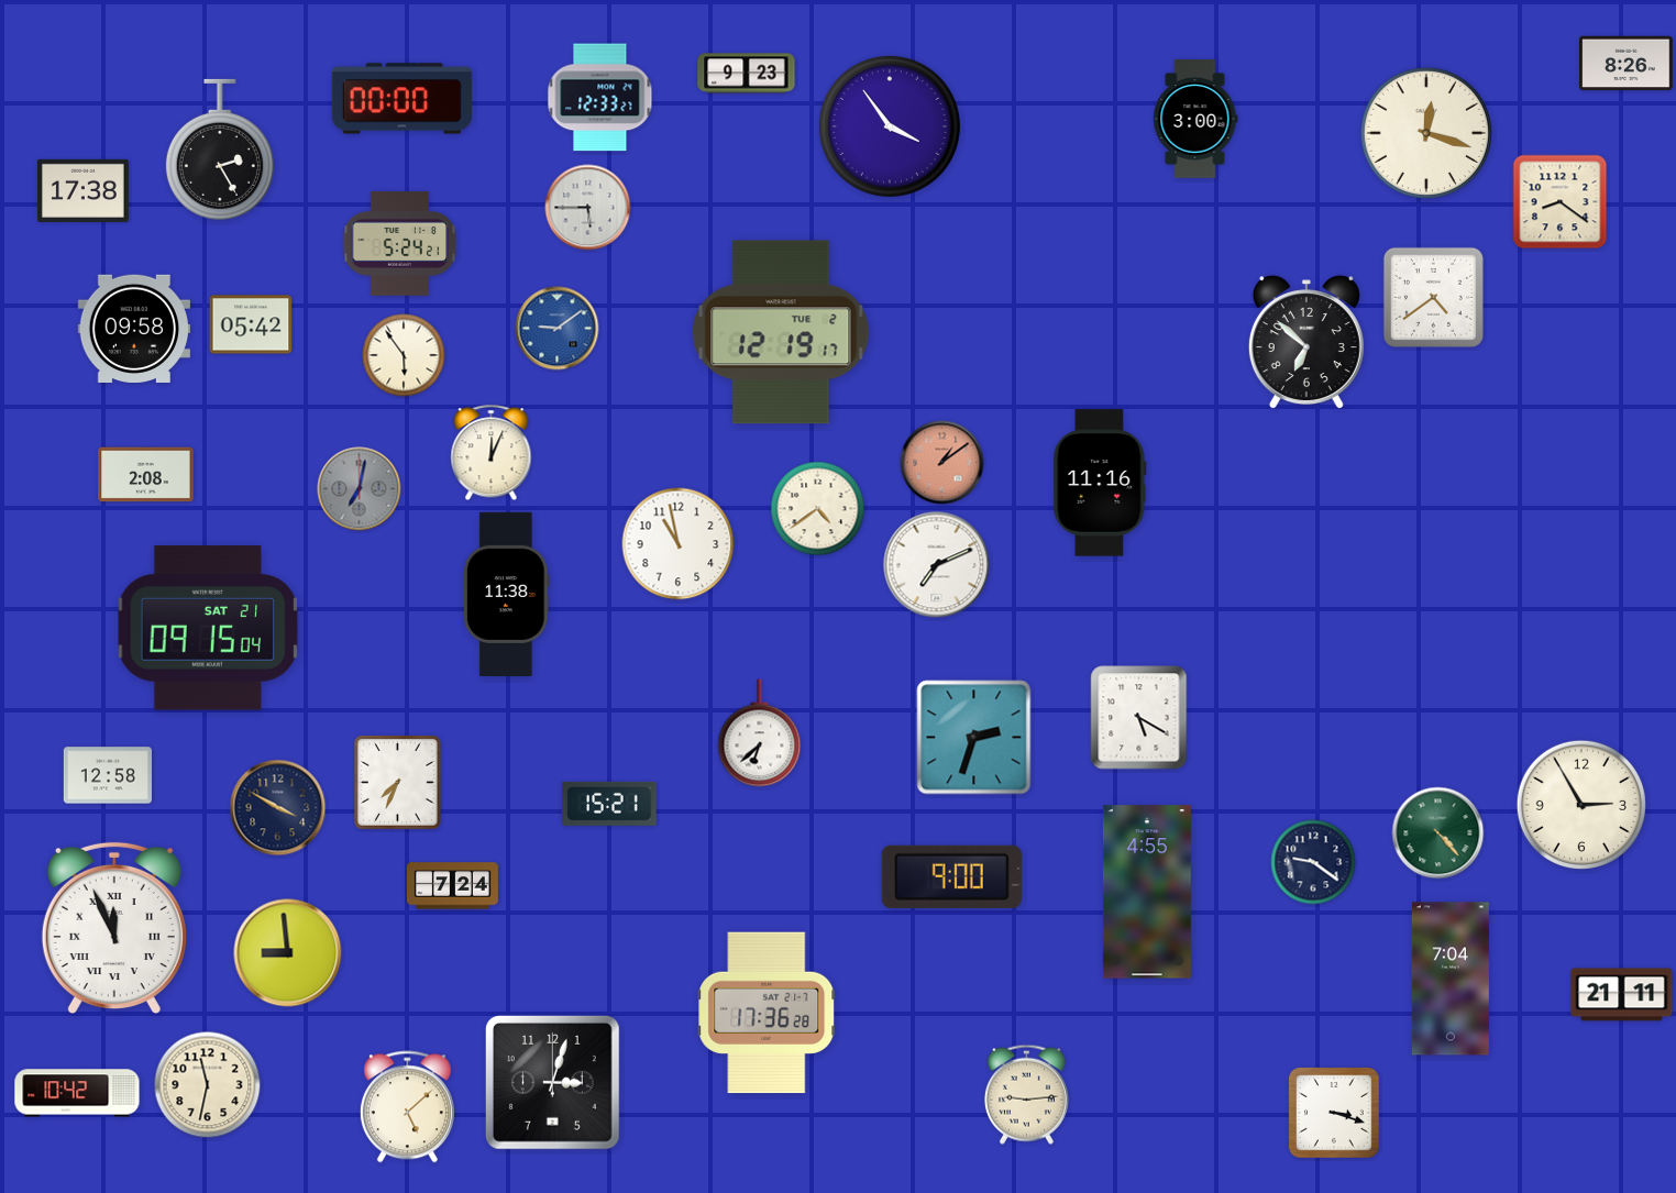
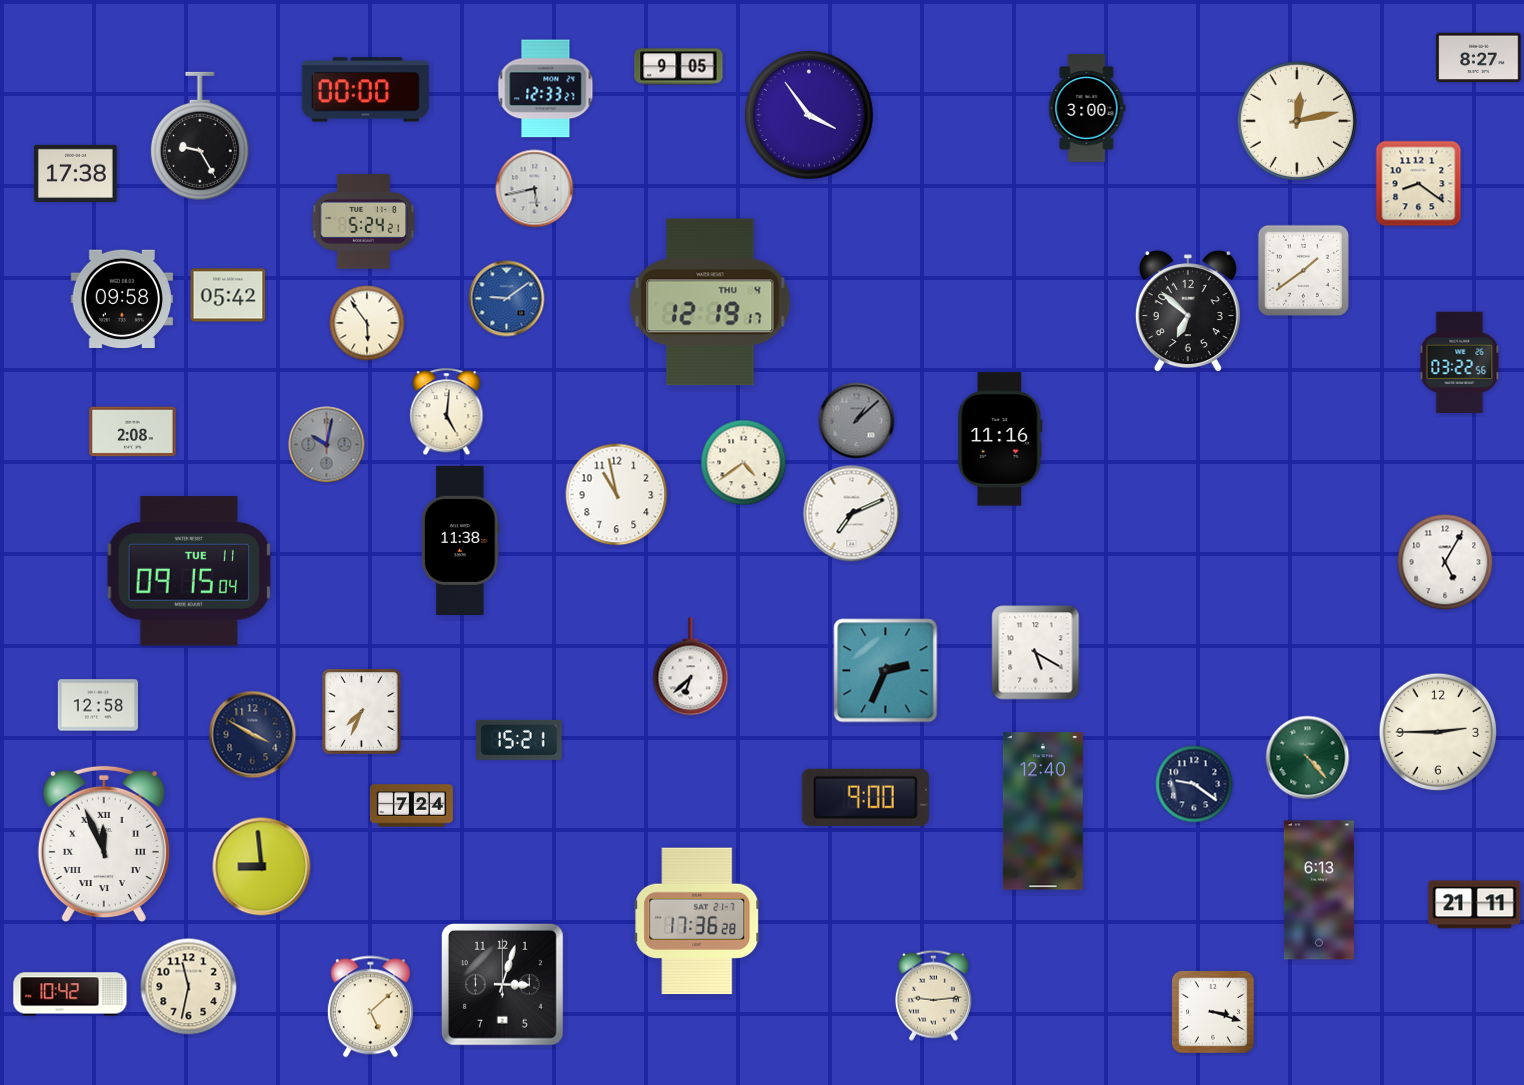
clock at (1627, 64): 8:26 -> 8:27
clock at (747, 74): 9:23 -> 9:05
clock at (1426, 133): 12:18 -> 12:13
clock at (220, 150): 2:25 -> 9:25
clock at (588, 208): 5:45 -> 5:43
clock at (1433, 297): 4:39 -> 1:39
clock at (781, 332) date: TUE 2 -> THU 4
clock at (1460, 363): none -> 03:22
clock at (492, 453): 12:04 -> 5:01
clock at (942, 463): 1:09 -> 1:08
clock at (942, 463) dial: salmon -> grey
clock at (360, 489): 7:02 -> 10:02
clock at (1445, 562): none -> 5:05
clock at (208, 628) date: SAT 21 -> TUE 11
clock at (974, 738): 2:33 -> 2:34
clock at (609, 804) position: (609, 804) -> (519, 740)
clock at (1581, 805): 2:55 -> 2:45
clock at (1147, 892): 4:55 -> 12:40
clock at (1451, 979): 7:04 -> 6:13
